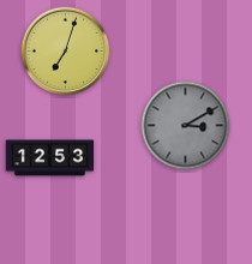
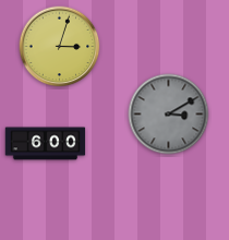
clock at (66, 52): 7:03 -> 3:03
clock at (50, 158): 12:53 -> 6:00
